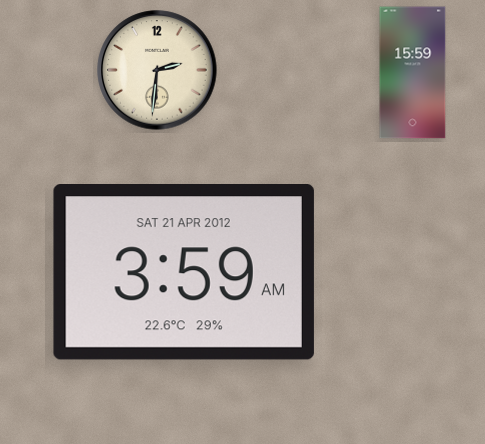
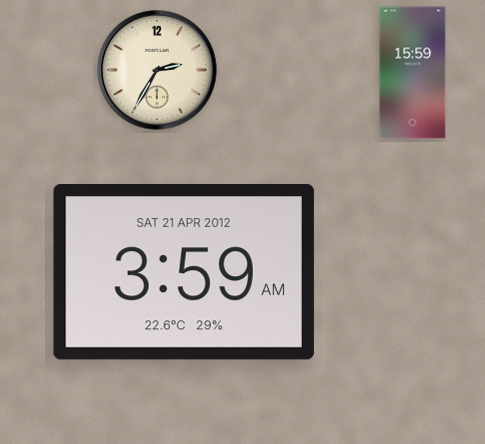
clock at (157, 70): 2:31 -> 2:35
